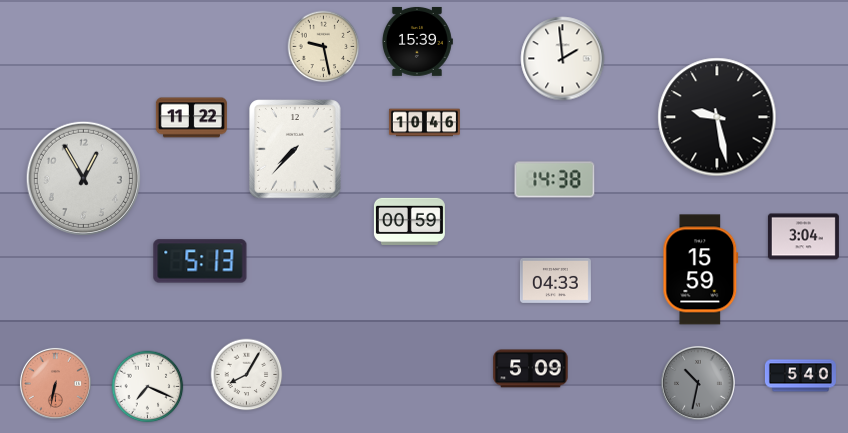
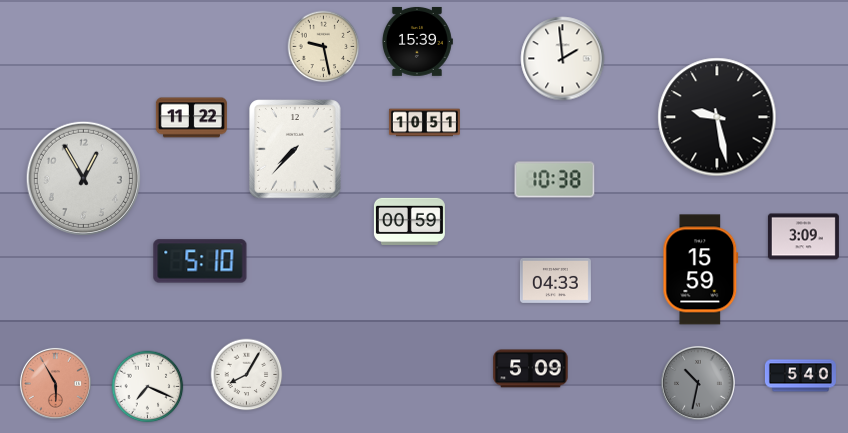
clock at (424, 123): 10:46 -> 10:51
clock at (555, 180): 14:38 -> 10:38
clock at (803, 237): 3:04 -> 3:09
clock at (200, 261): 5:13 -> 5:10
clock at (55, 383): 6:32 -> 5:55
